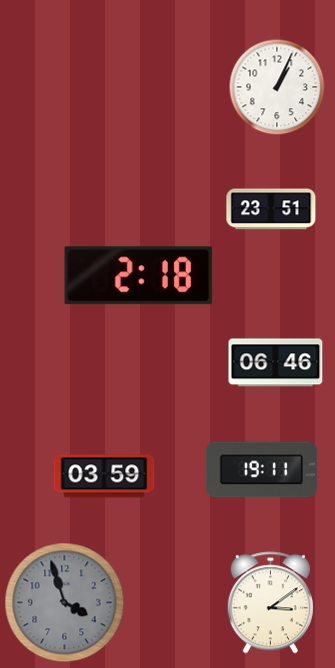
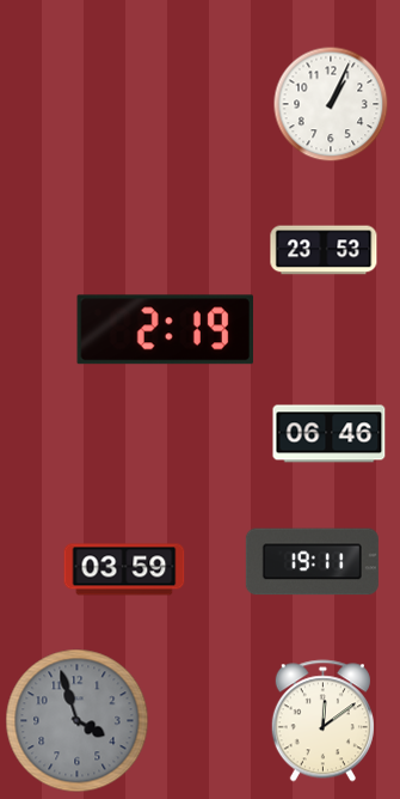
clock at (271, 209): 23:51 -> 23:53
clock at (138, 276): 2:18 -> 2:19
clock at (270, 603): 3:09 -> 12:09
